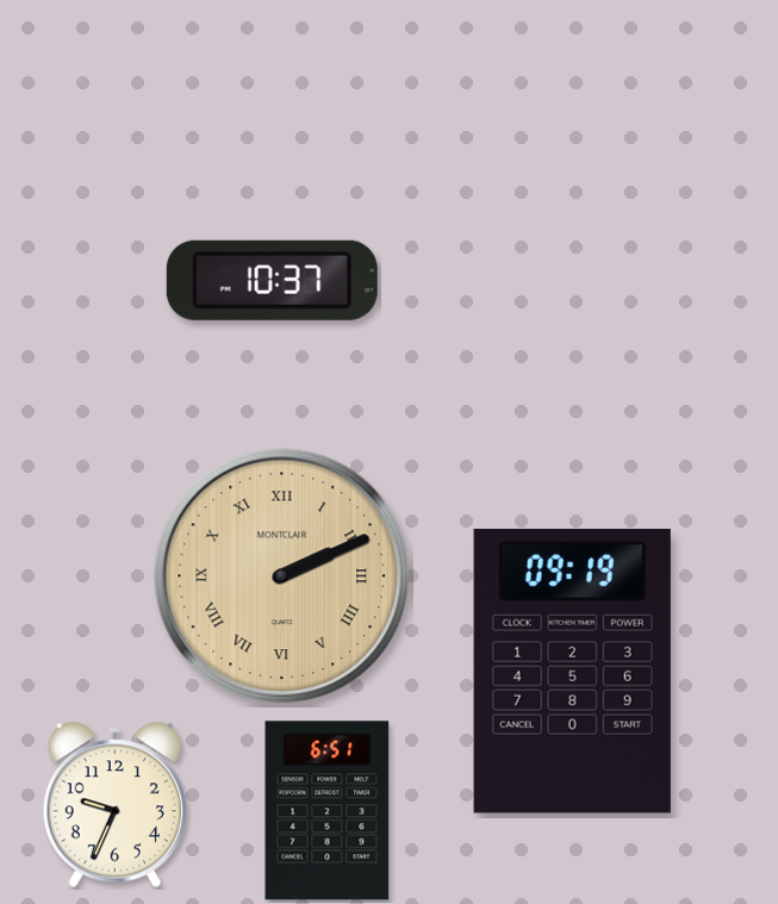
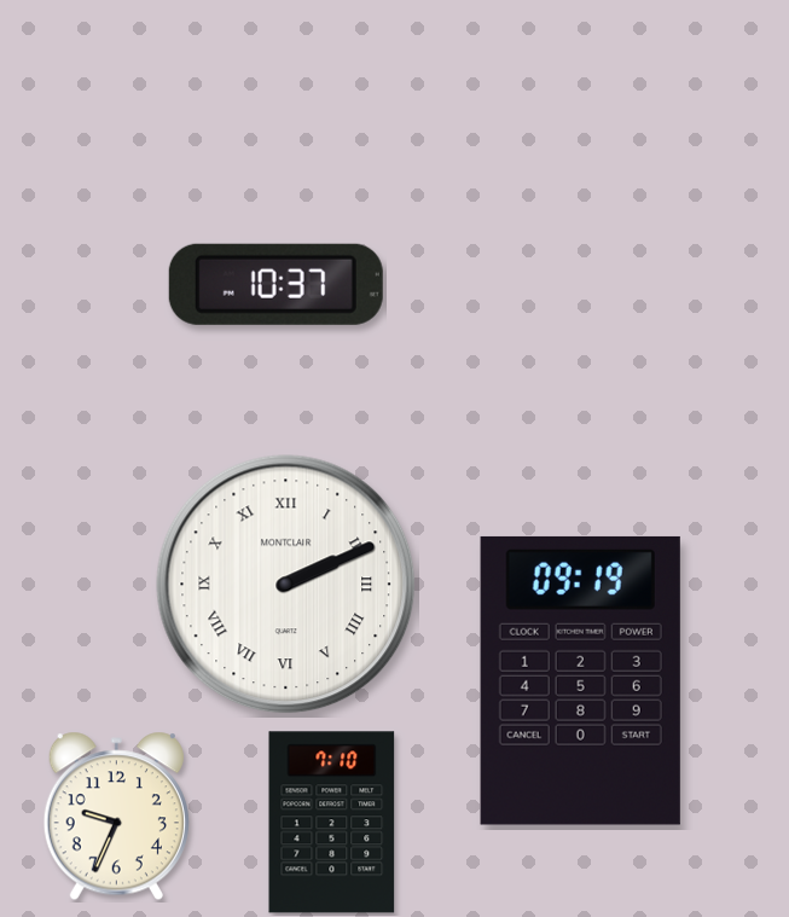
clock at (282, 576) dial: champagne -> white
clock at (328, 811): 6:51 -> 7:10
